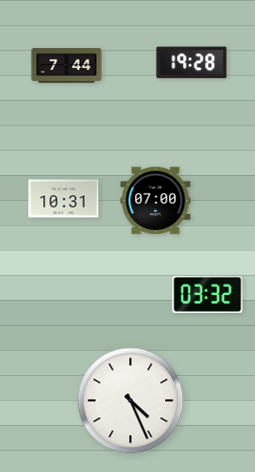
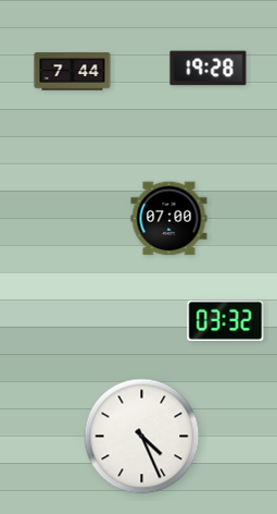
clock at (64, 199): 10:31 -> none
